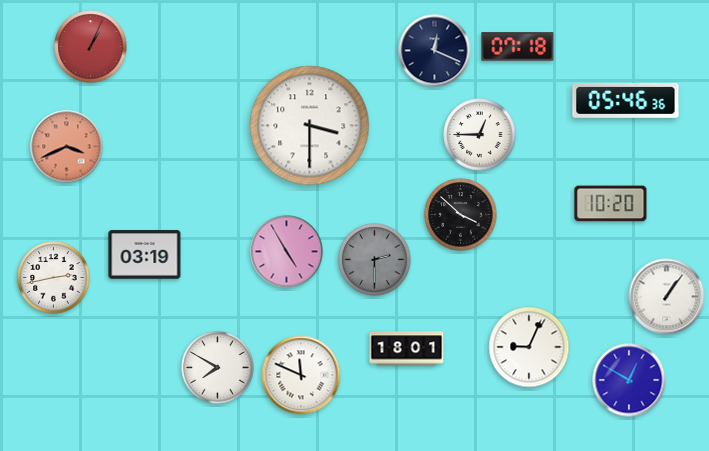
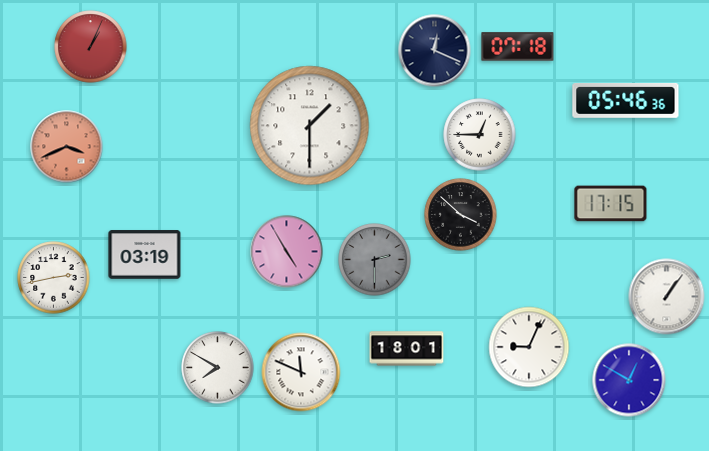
clock at (310, 126): 3:30 -> 1:30
clock at (611, 204): 10:20 -> 17:15
clock at (301, 375) position: (301, 375) -> (301, 372)
